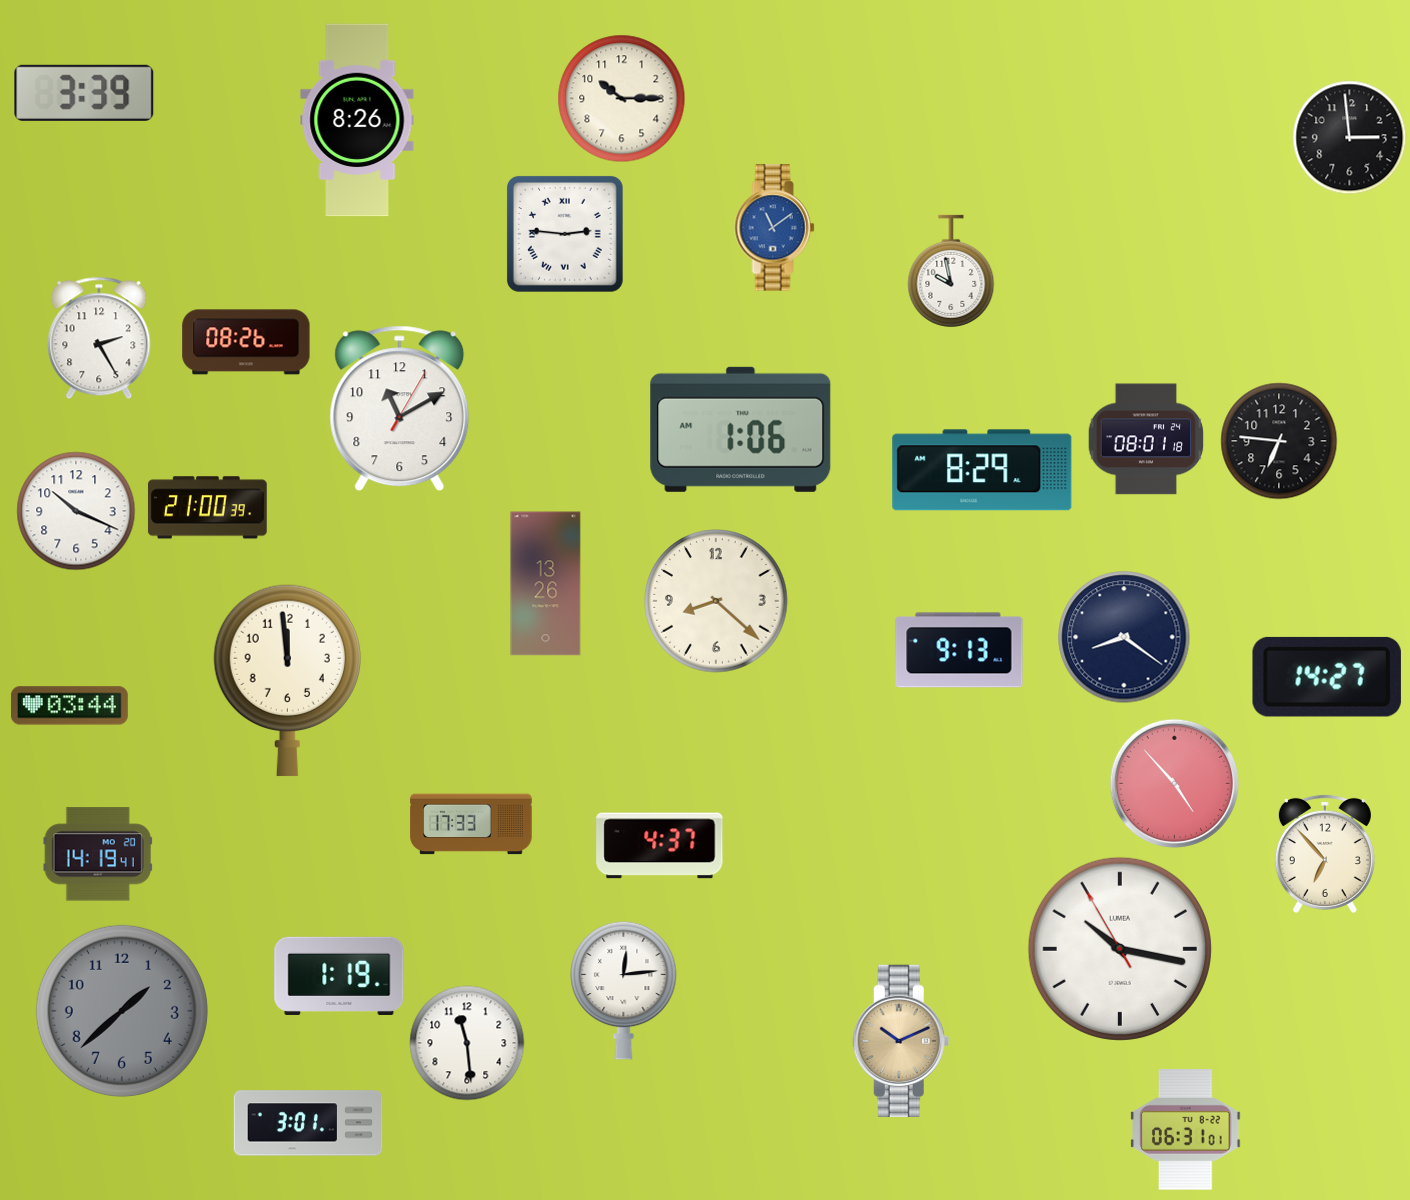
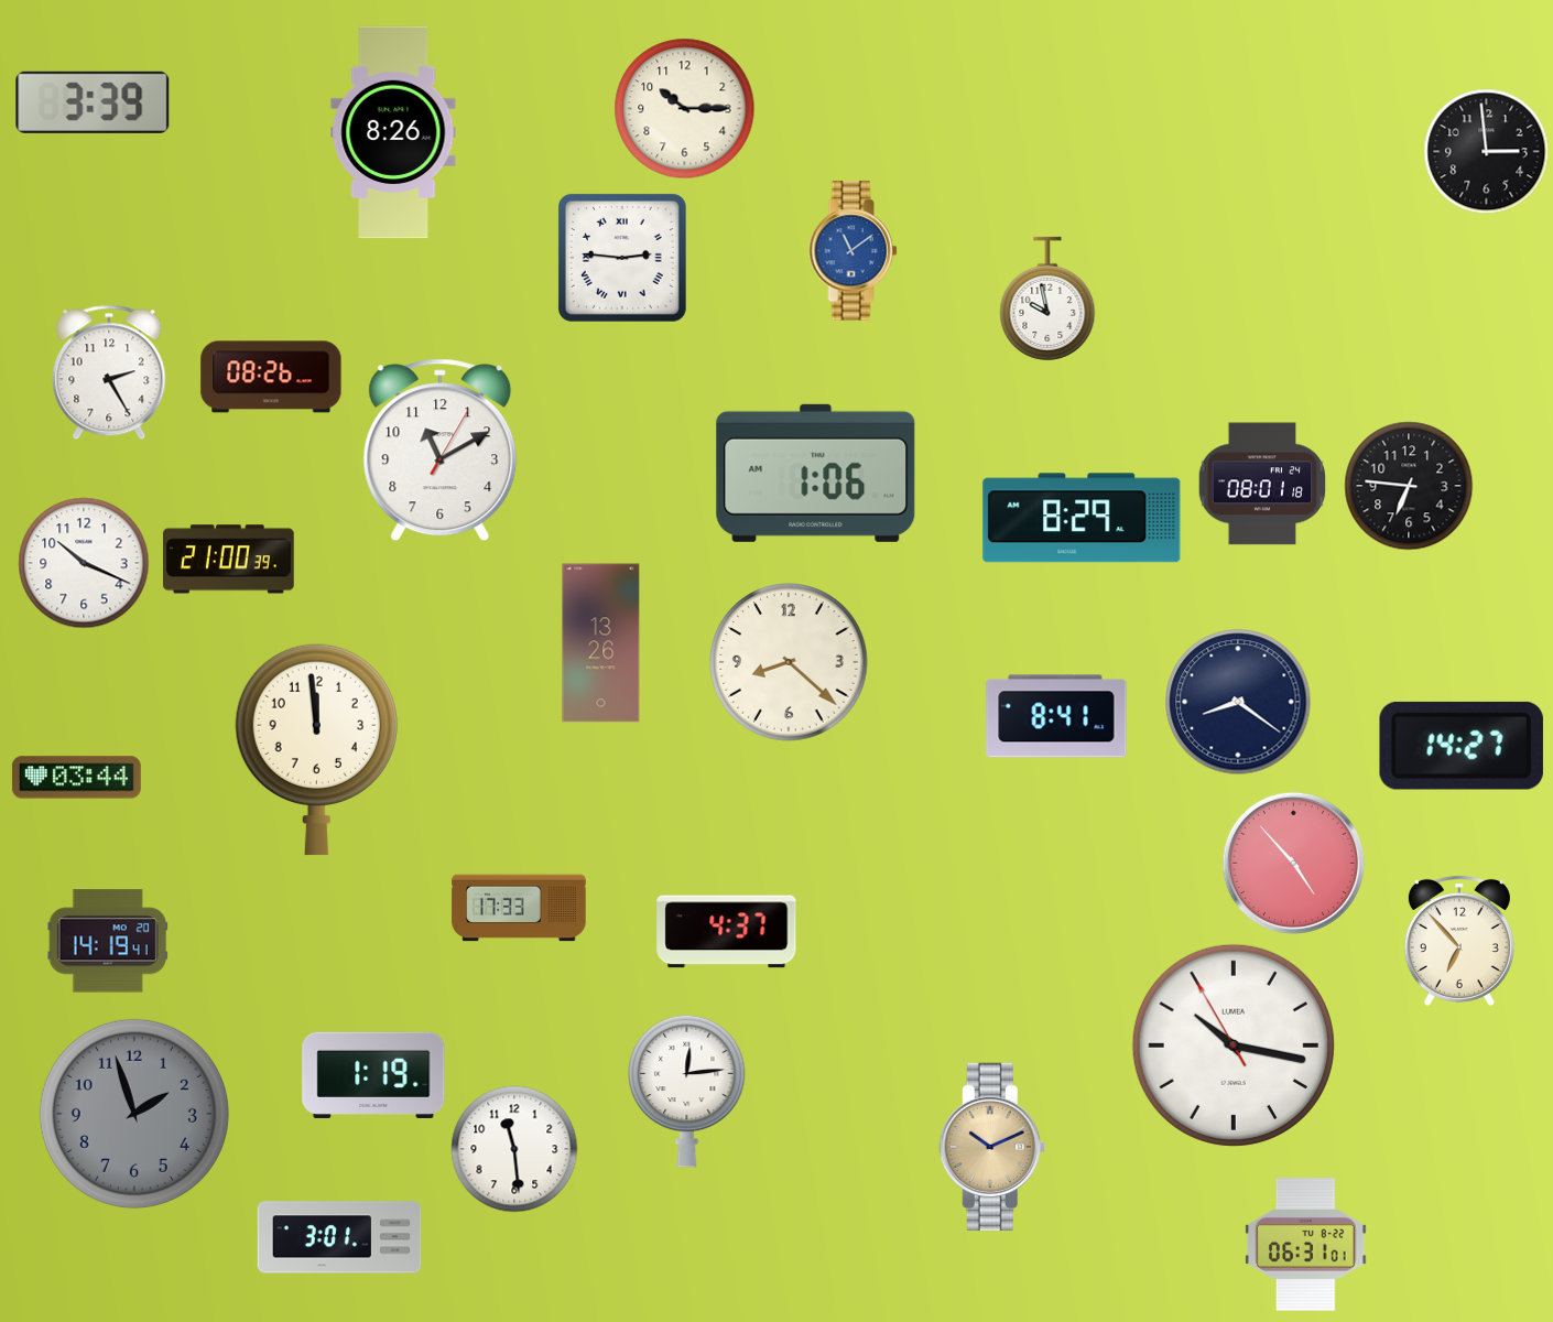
clock at (959, 650): 9:13 -> 8:41
clock at (122, 1011): 1:38 -> 1:57
